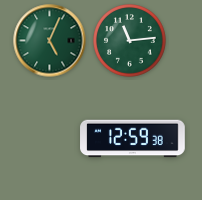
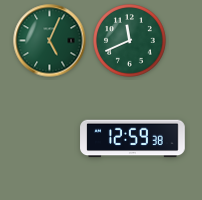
clock at (130, 41): 11:14 -> 11:41
